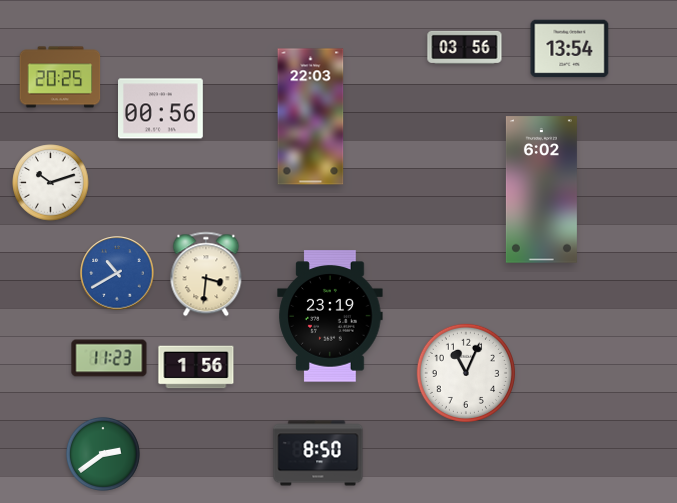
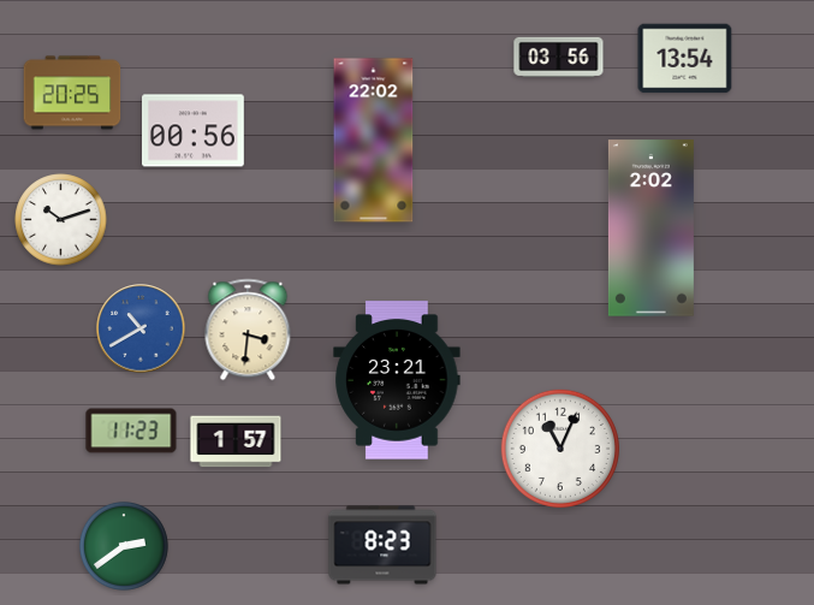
clock at (311, 117): 22:03 -> 22:02
clock at (541, 190): 6:02 -> 2:02
clock at (330, 316): 23:19 -> 23:21
clock at (196, 367): 1:56 -> 1:57
clock at (318, 453): 8:50 -> 8:23
